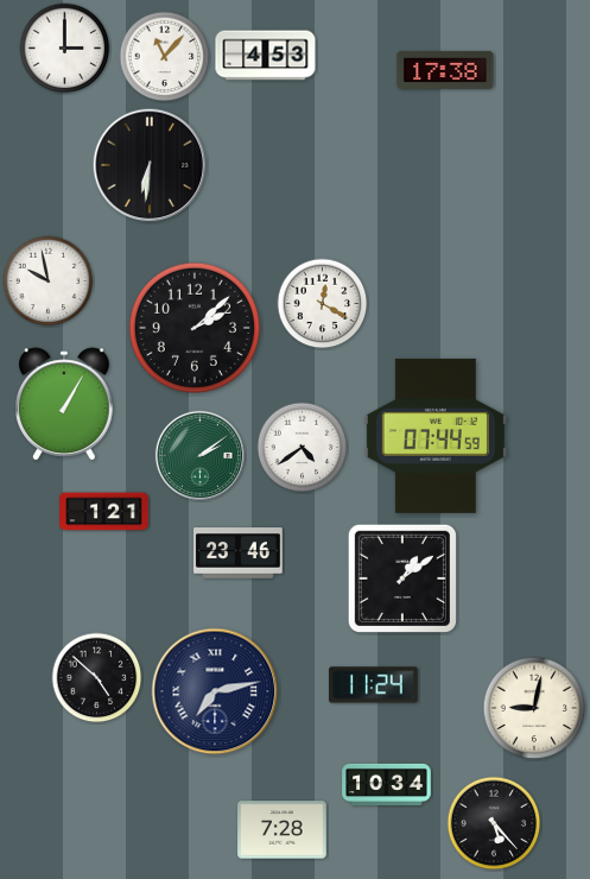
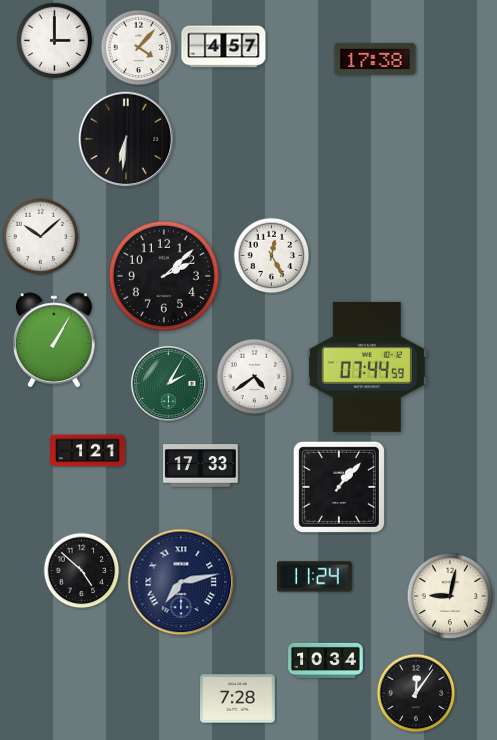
clock at (266, 56): 4:53 -> 4:57
clock at (165, 57): 11:07 -> 4:07
clock at (49, 282): 9:58 -> 10:08
clock at (323, 304): 12:20 -> 12:25
clock at (199, 455): 2:09 -> 2:05
clock at (104, 512) position: (104, 512) -> (88, 451)
clock at (239, 554): 23:46 -> 17:33
clock at (402, 578): 1:09 -> 1:07
clock at (494, 823): 5:23 -> 12:06
